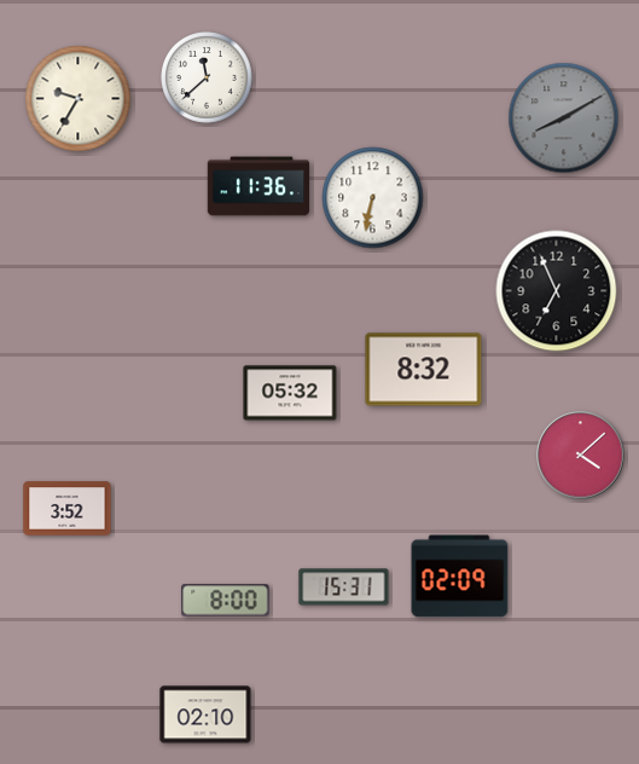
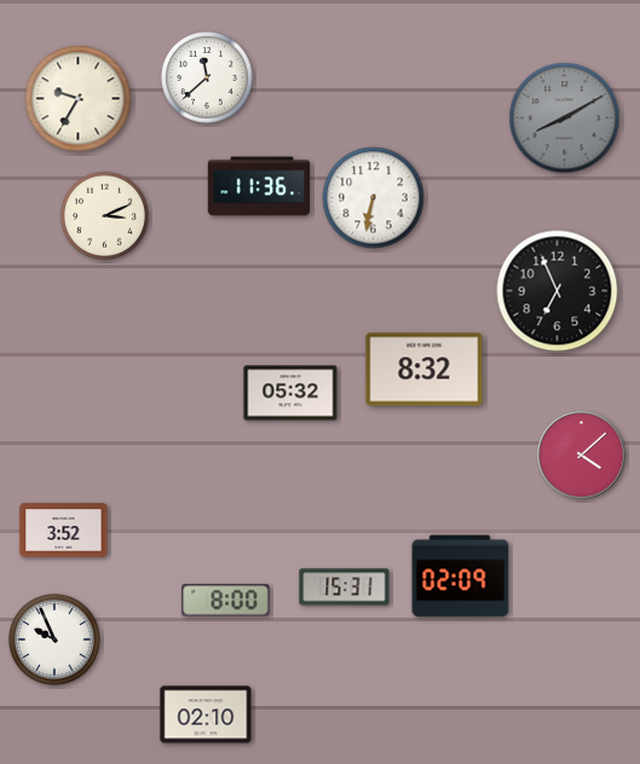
clock at (104, 215): none -> 3:11
clock at (68, 509) position: (68, 509) -> (64, 531)
clock at (56, 641): none -> 9:56
